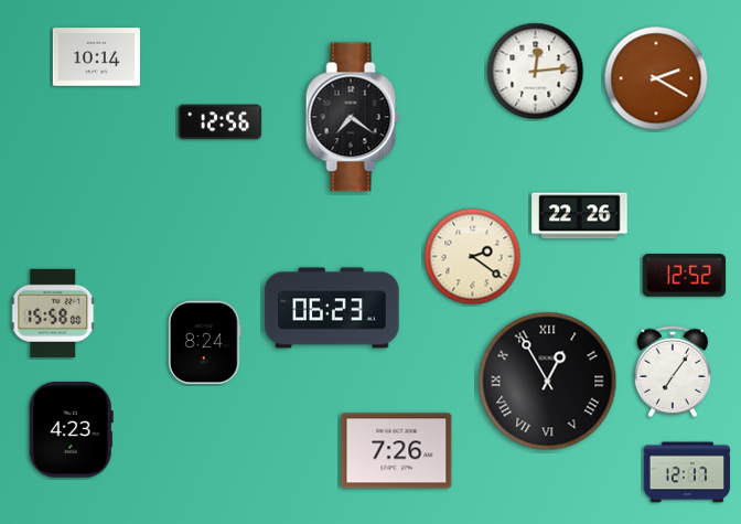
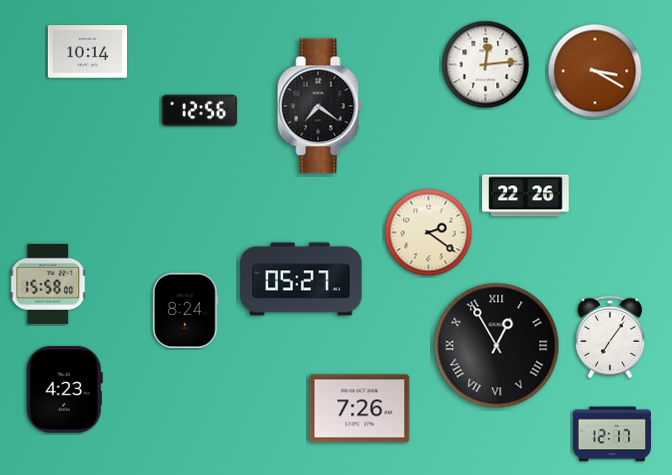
clock at (656, 78): 2:20 -> 3:20
clock at (685, 276): 12:52 -> none
clock at (332, 308): 06:23 -> 05:27
clock at (686, 472) position: (686, 472) -> (611, 434)
